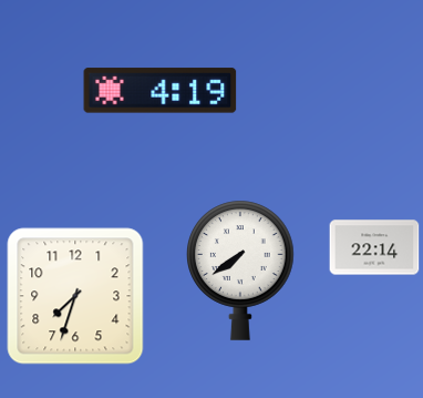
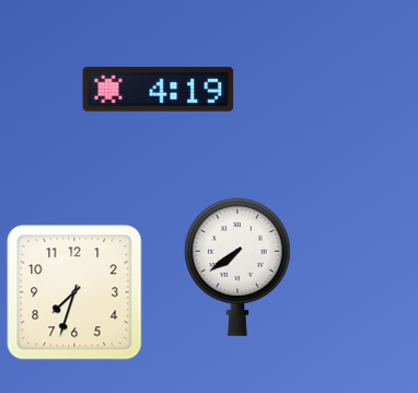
clock at (374, 247): 22:14 -> none
